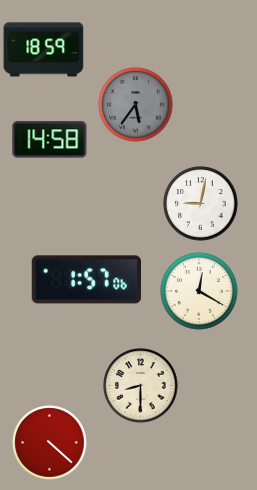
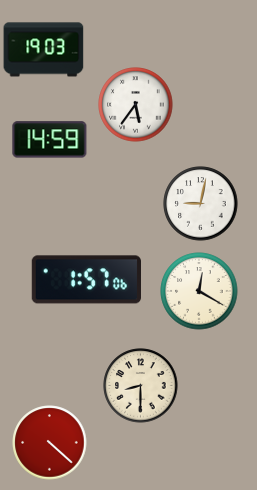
clock at (44, 50): 18:59 -> 19:03
clock at (136, 105) dial: grey -> white
clock at (50, 140): 14:58 -> 14:59
